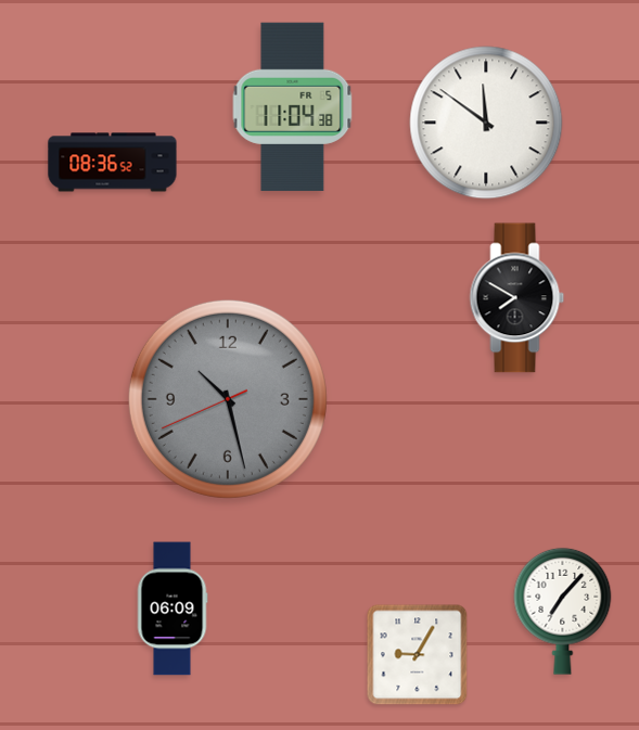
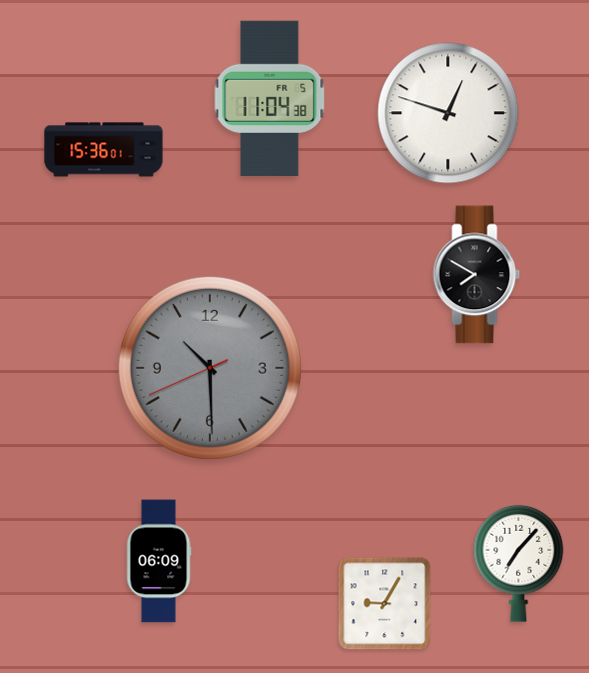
clock at (486, 123): 11:51 -> 12:48
clock at (113, 163): 08:36 -> 15:36
clock at (228, 399): 10:27 -> 10:29
